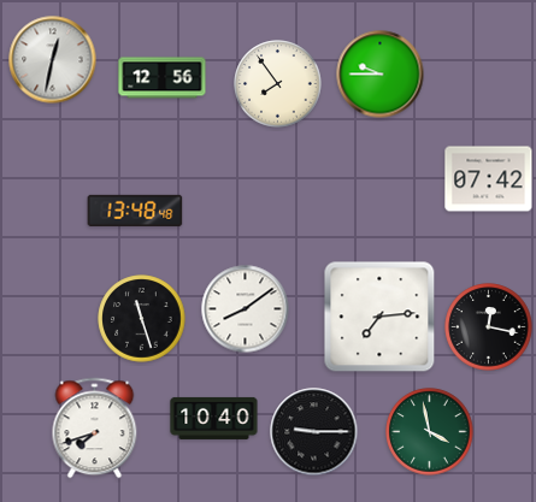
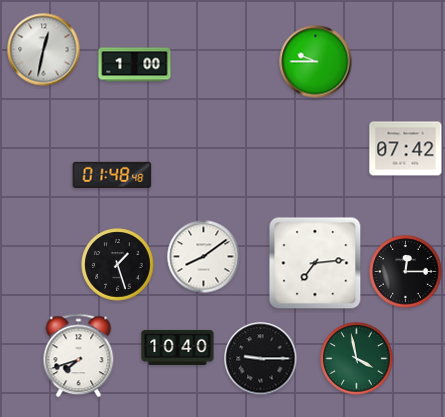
clock at (163, 78): 12:56 -> 1:00
clock at (278, 84): 7:54 -> none
clock at (135, 211): 13:48 -> 01:48
clock at (142, 319): 11:27 -> 1:27
clock at (489, 327): 12:17 -> 12:15
